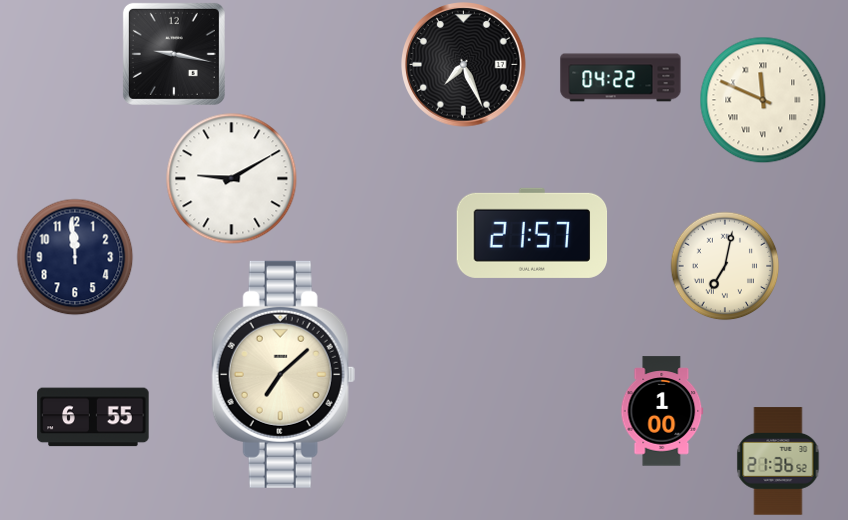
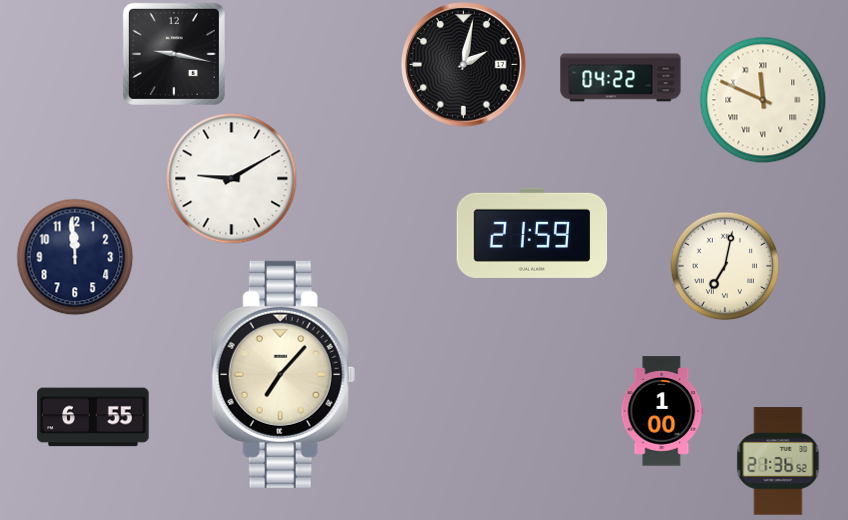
clock at (464, 65): 7:26 -> 2:02
clock at (532, 233): 21:57 -> 21:59
clock at (283, 374): 7:08 -> 7:07
